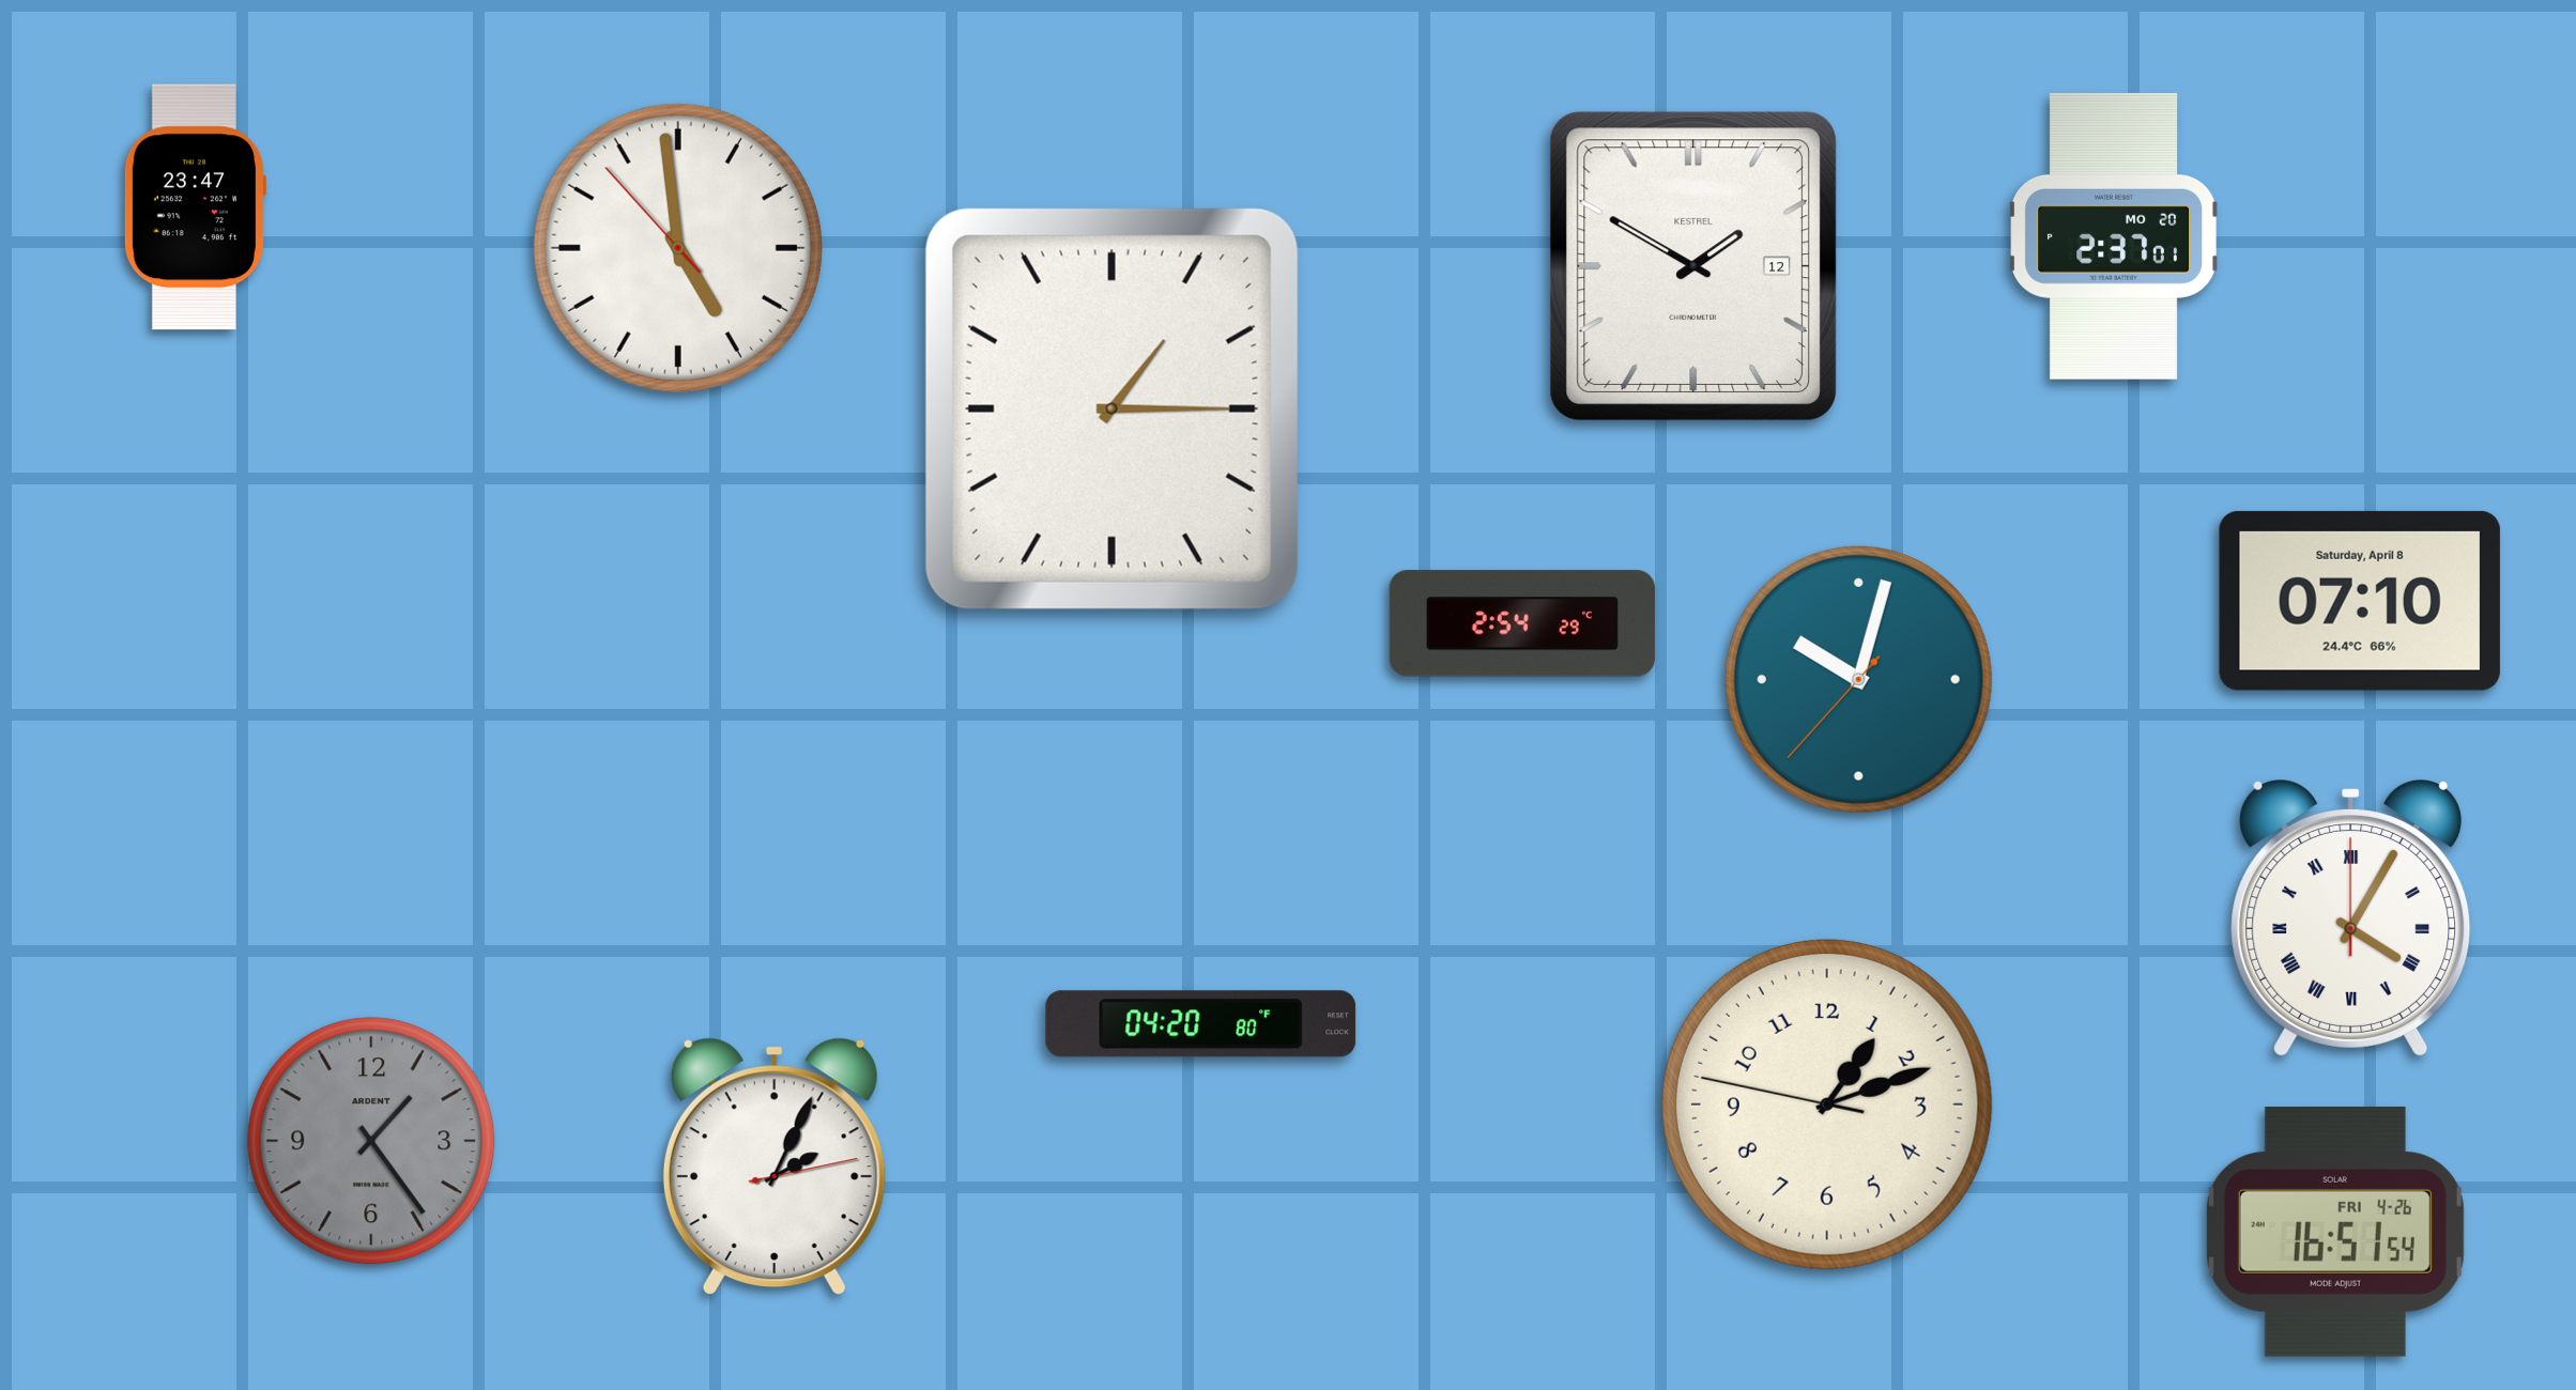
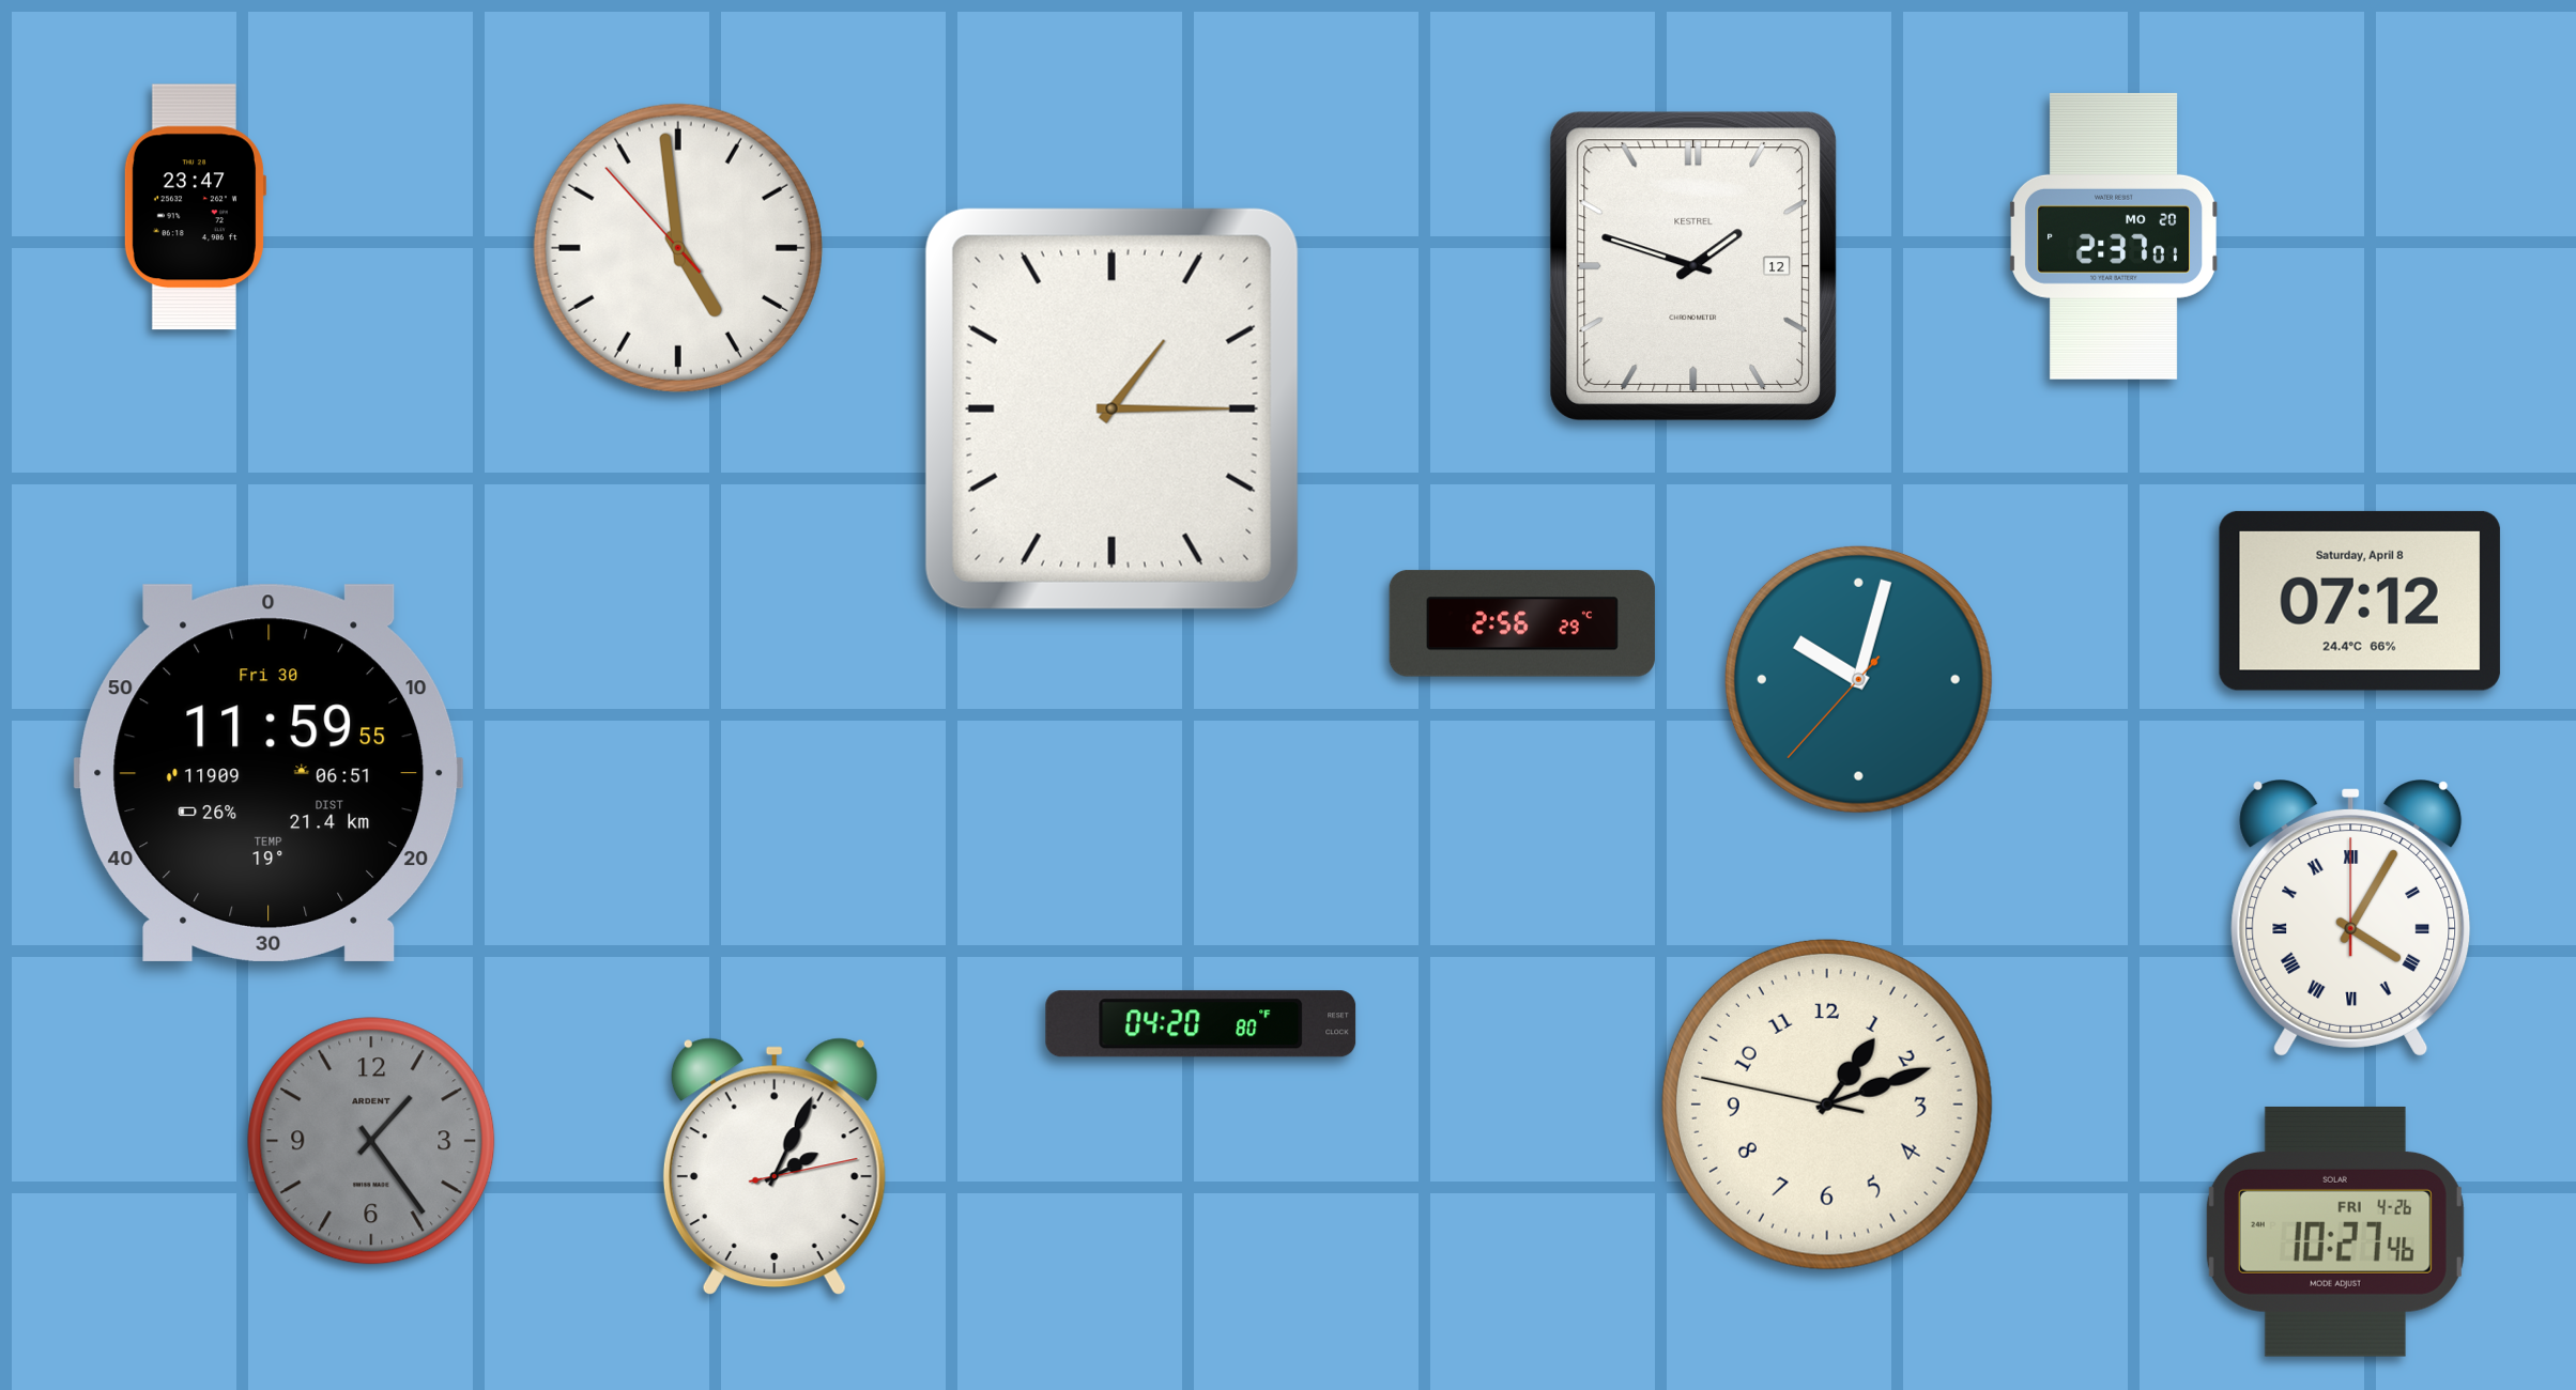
clock at (1693, 266): 1:50 -> 1:48
clock at (2360, 601): 07:10 -> 07:12
clock at (1522, 623): 2:54 -> 2:56
clock at (269, 773): none -> 11:59
clock at (2335, 1232): 16:51 -> 10:27
